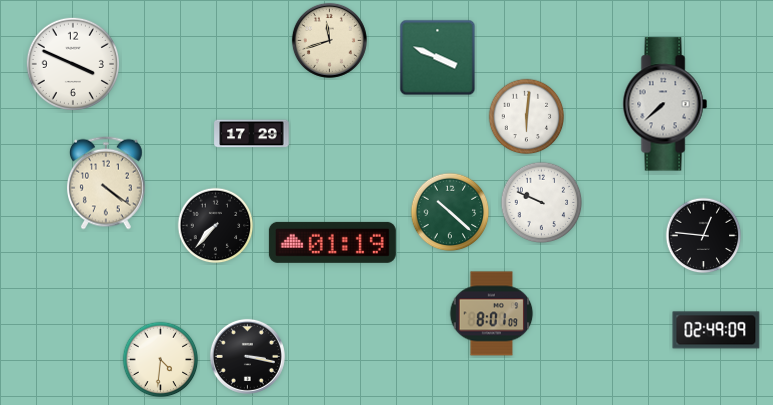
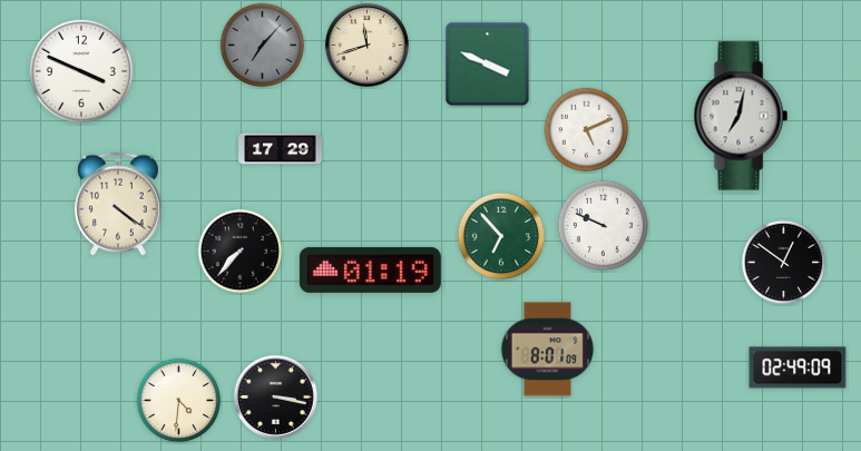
clock at (263, 46): none -> 7:07
clock at (665, 104): 7:38 -> 7:02
clock at (527, 117): 6:01 -> 5:11
clock at (450, 212): 10:22 -> 6:53
clock at (704, 236): 12:46 -> 12:51
